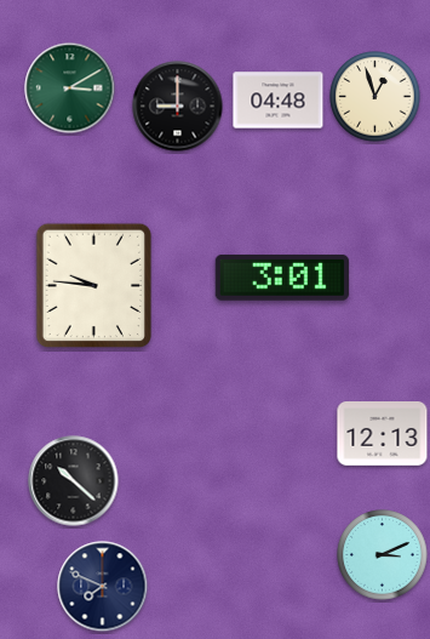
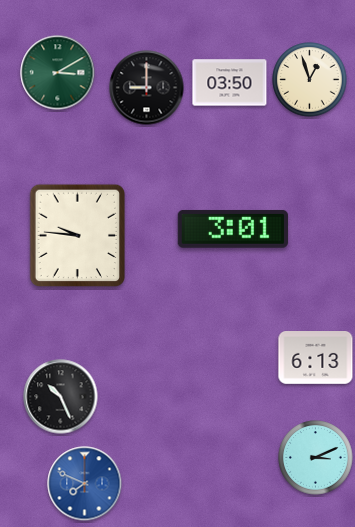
clock at (279, 101): 04:48 -> 03:50
clock at (383, 434): 12:13 -> 6:13
clock at (74, 481): 10:22 -> 10:26
clock at (103, 587) dial: navy -> blue
